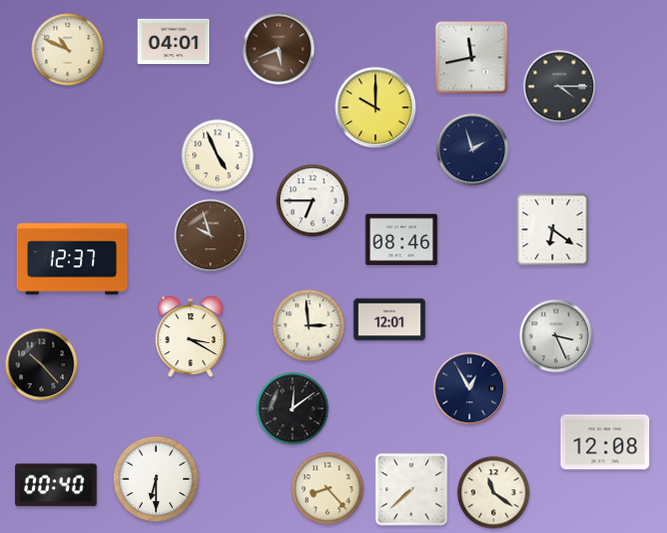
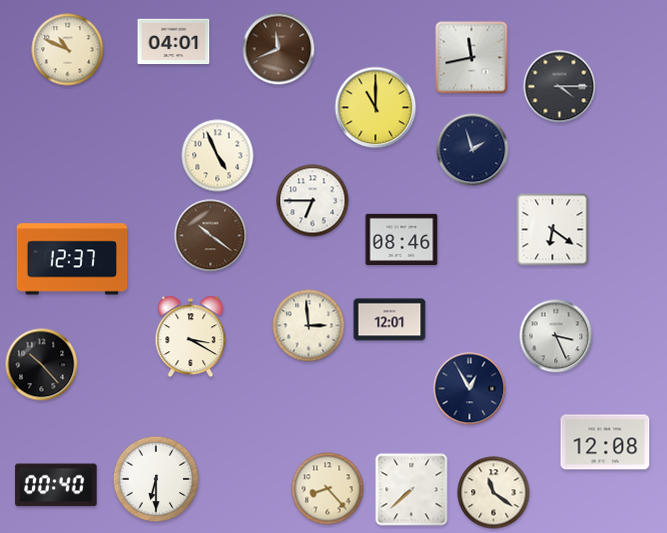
clock at (279, 49): 5:41 -> 11:41
clock at (376, 108): 10:00 -> 11:00
clock at (211, 236): 9:57 -> 10:21
clock at (293, 409): 12:09 -> none
